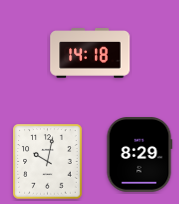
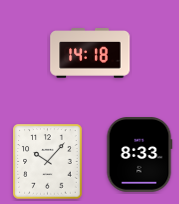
clock at (139, 155): 8:29 -> 8:33
clock at (48, 162): 10:02 -> 10:07
